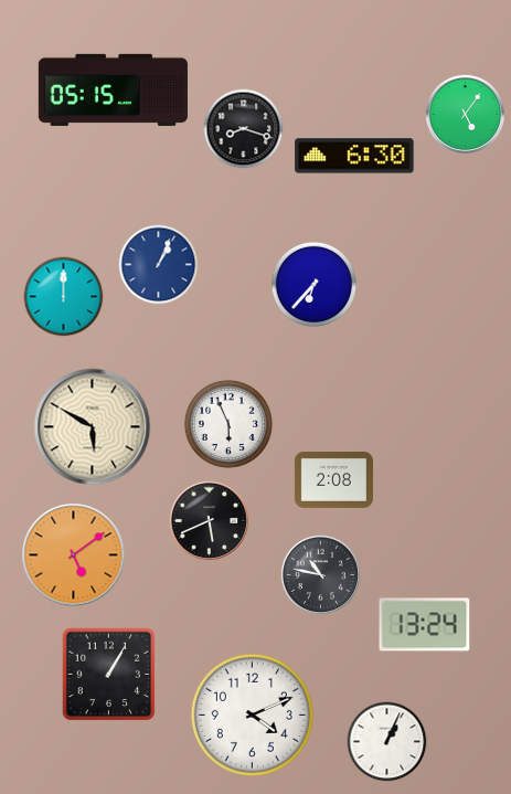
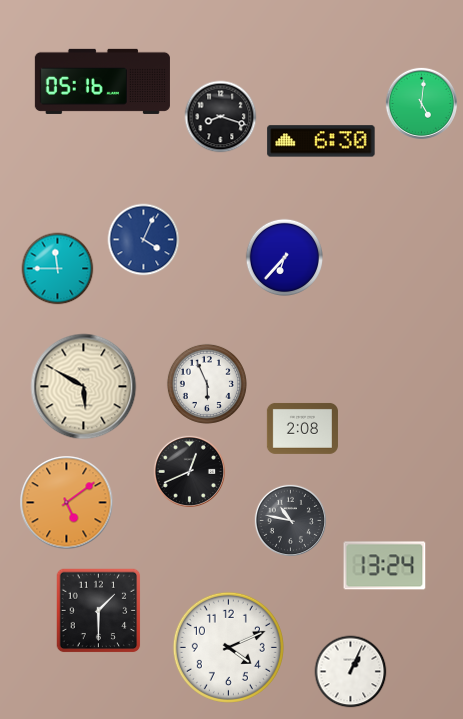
clock at (113, 89): 05:15 -> 05:16
clock at (465, 114): 5:06 -> 5:01
clock at (159, 265): 1:04 -> 4:04
clock at (64, 297): 12:00 -> 11:45
clock at (333, 479) position: (333, 479) -> (302, 428)
clock at (209, 520): 5:41 -> 12:41
clock at (109, 675): 1:05 -> 1:30
